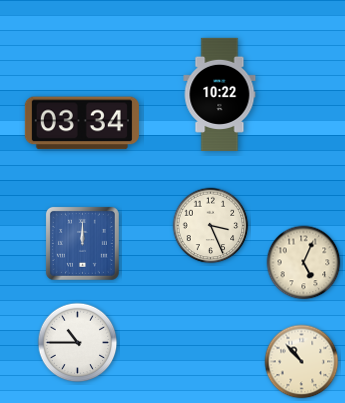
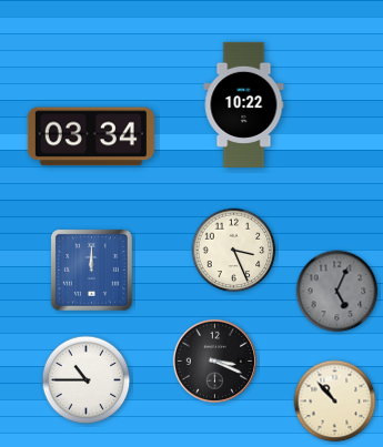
clock at (304, 263) dial: cream -> grey
clock at (214, 360): none -> 3:19
